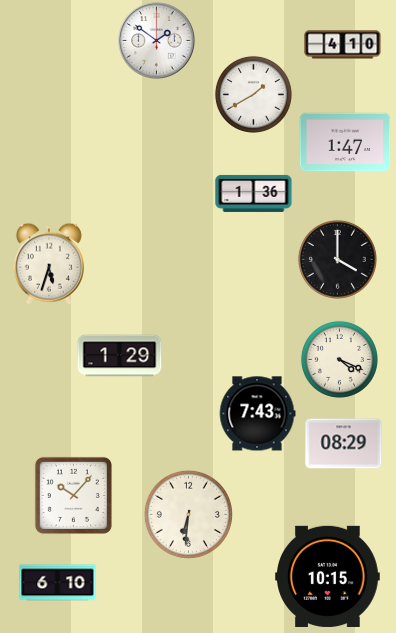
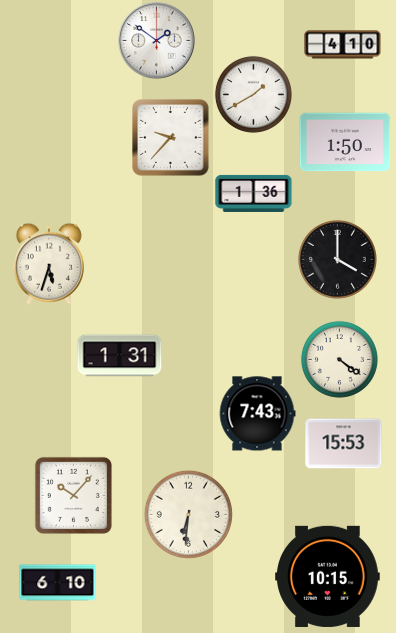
clock at (171, 138): none -> 9:37
clock at (345, 142): 1:47 -> 1:50
clock at (120, 356): 1:29 -> 1:31
clock at (339, 359): 4:19 -> 4:21
clock at (344, 444): 08:29 -> 15:53
